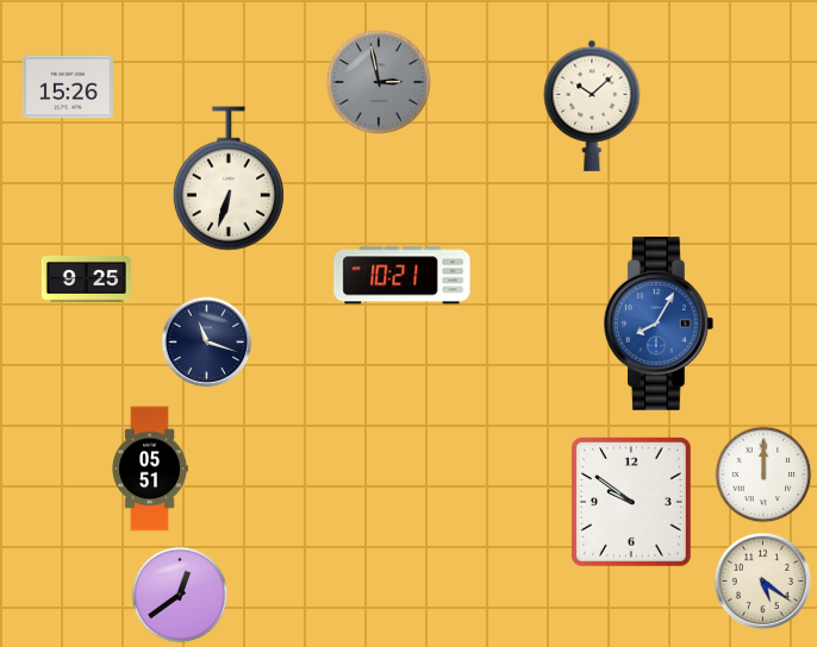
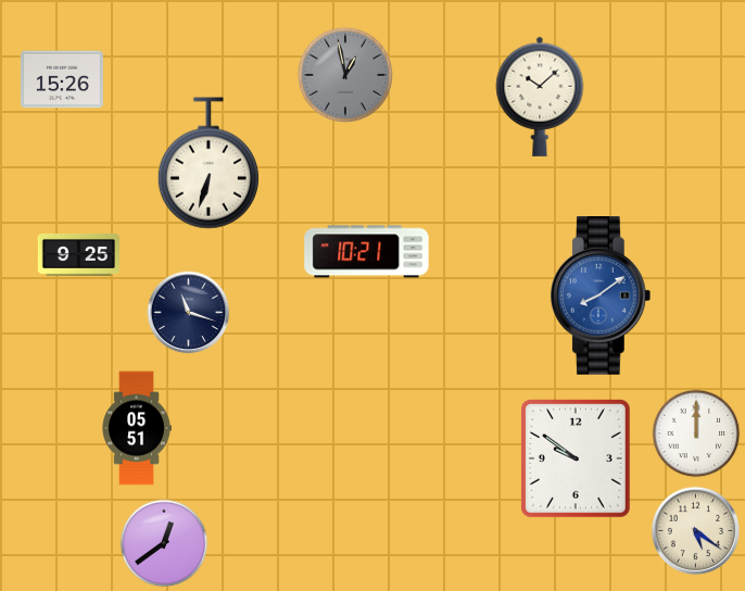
clock at (379, 82): 2:58 -> 12:58
clock at (659, 323): 8:05 -> 8:09
